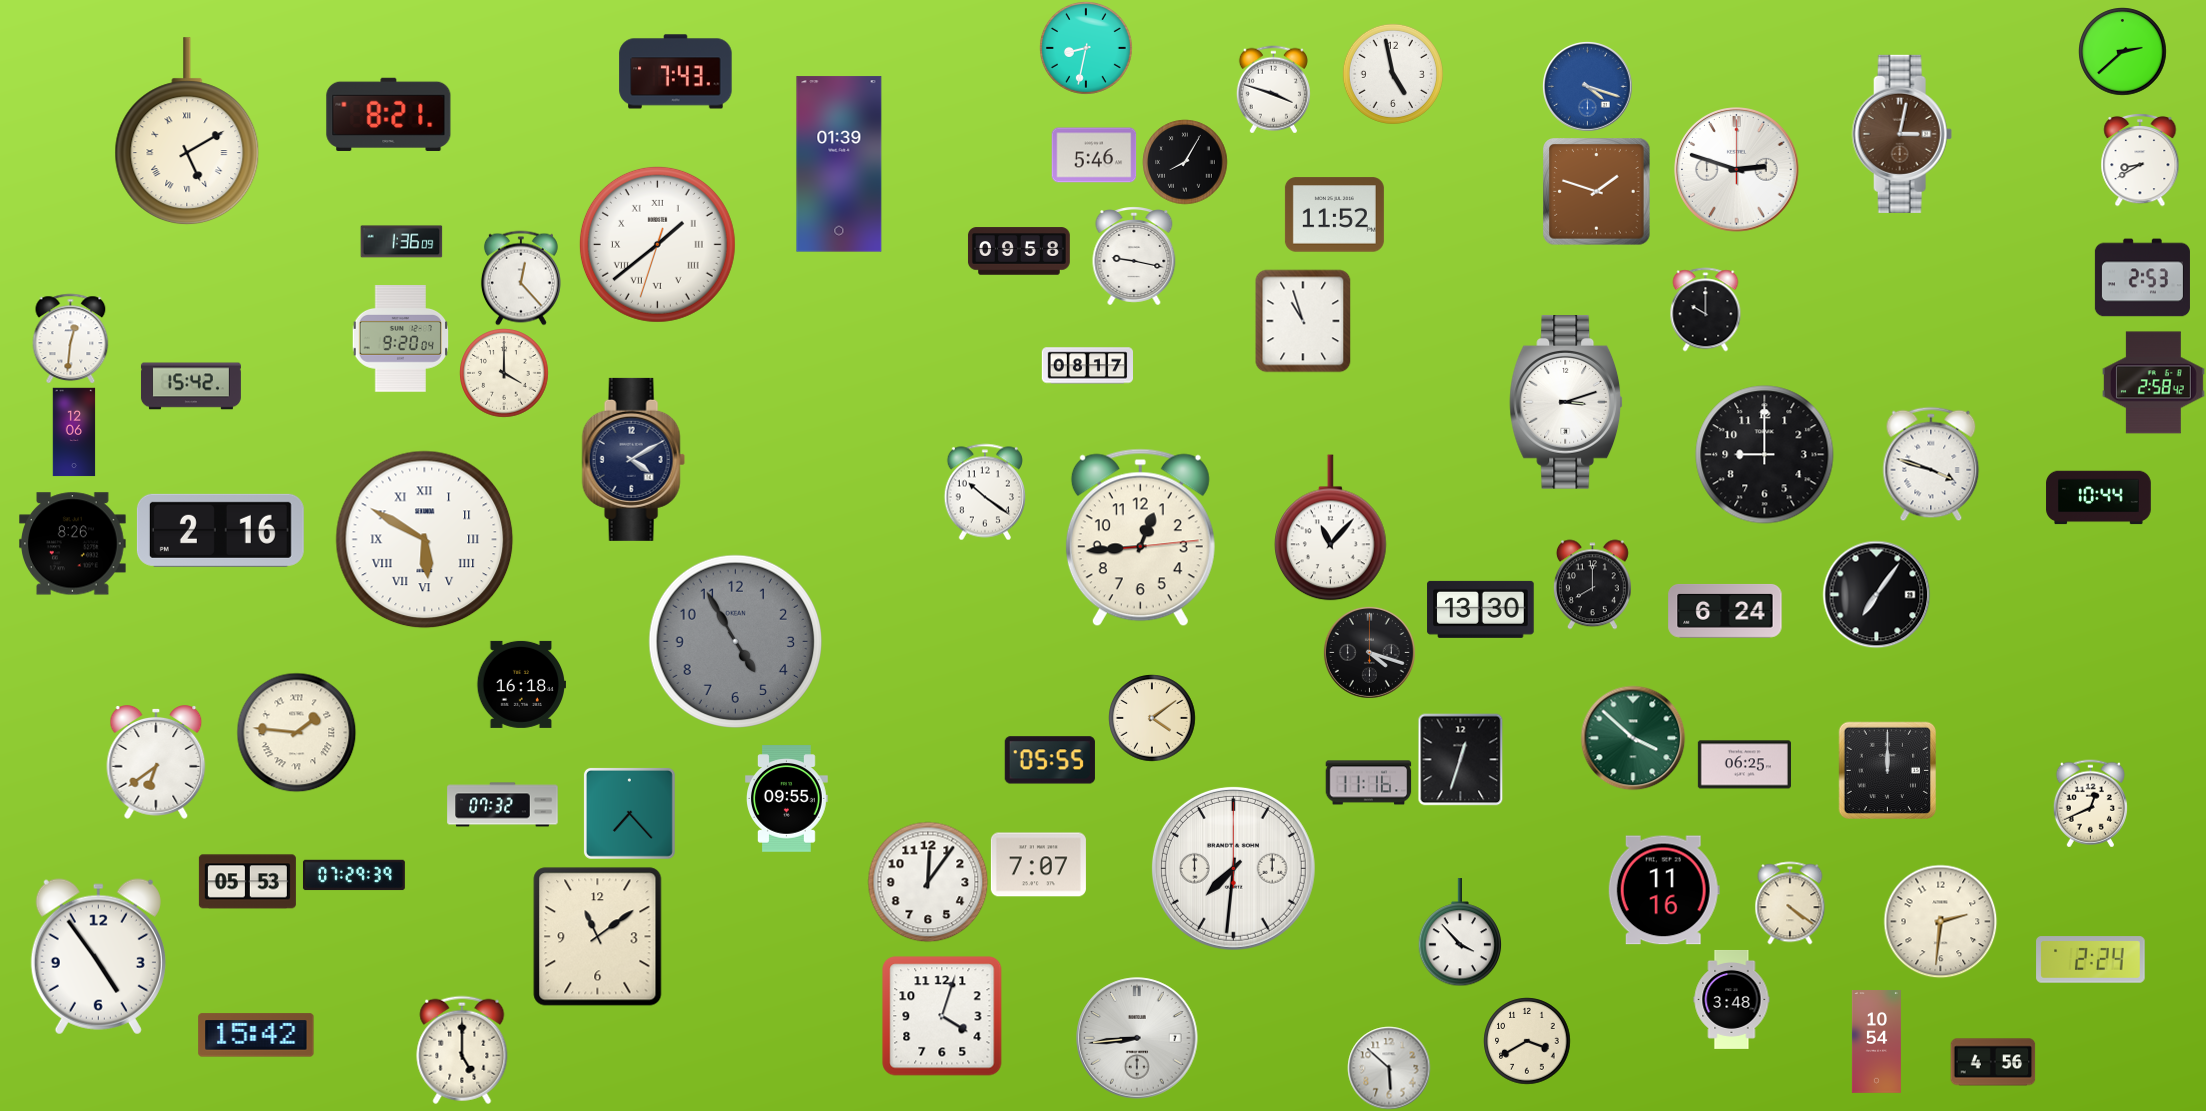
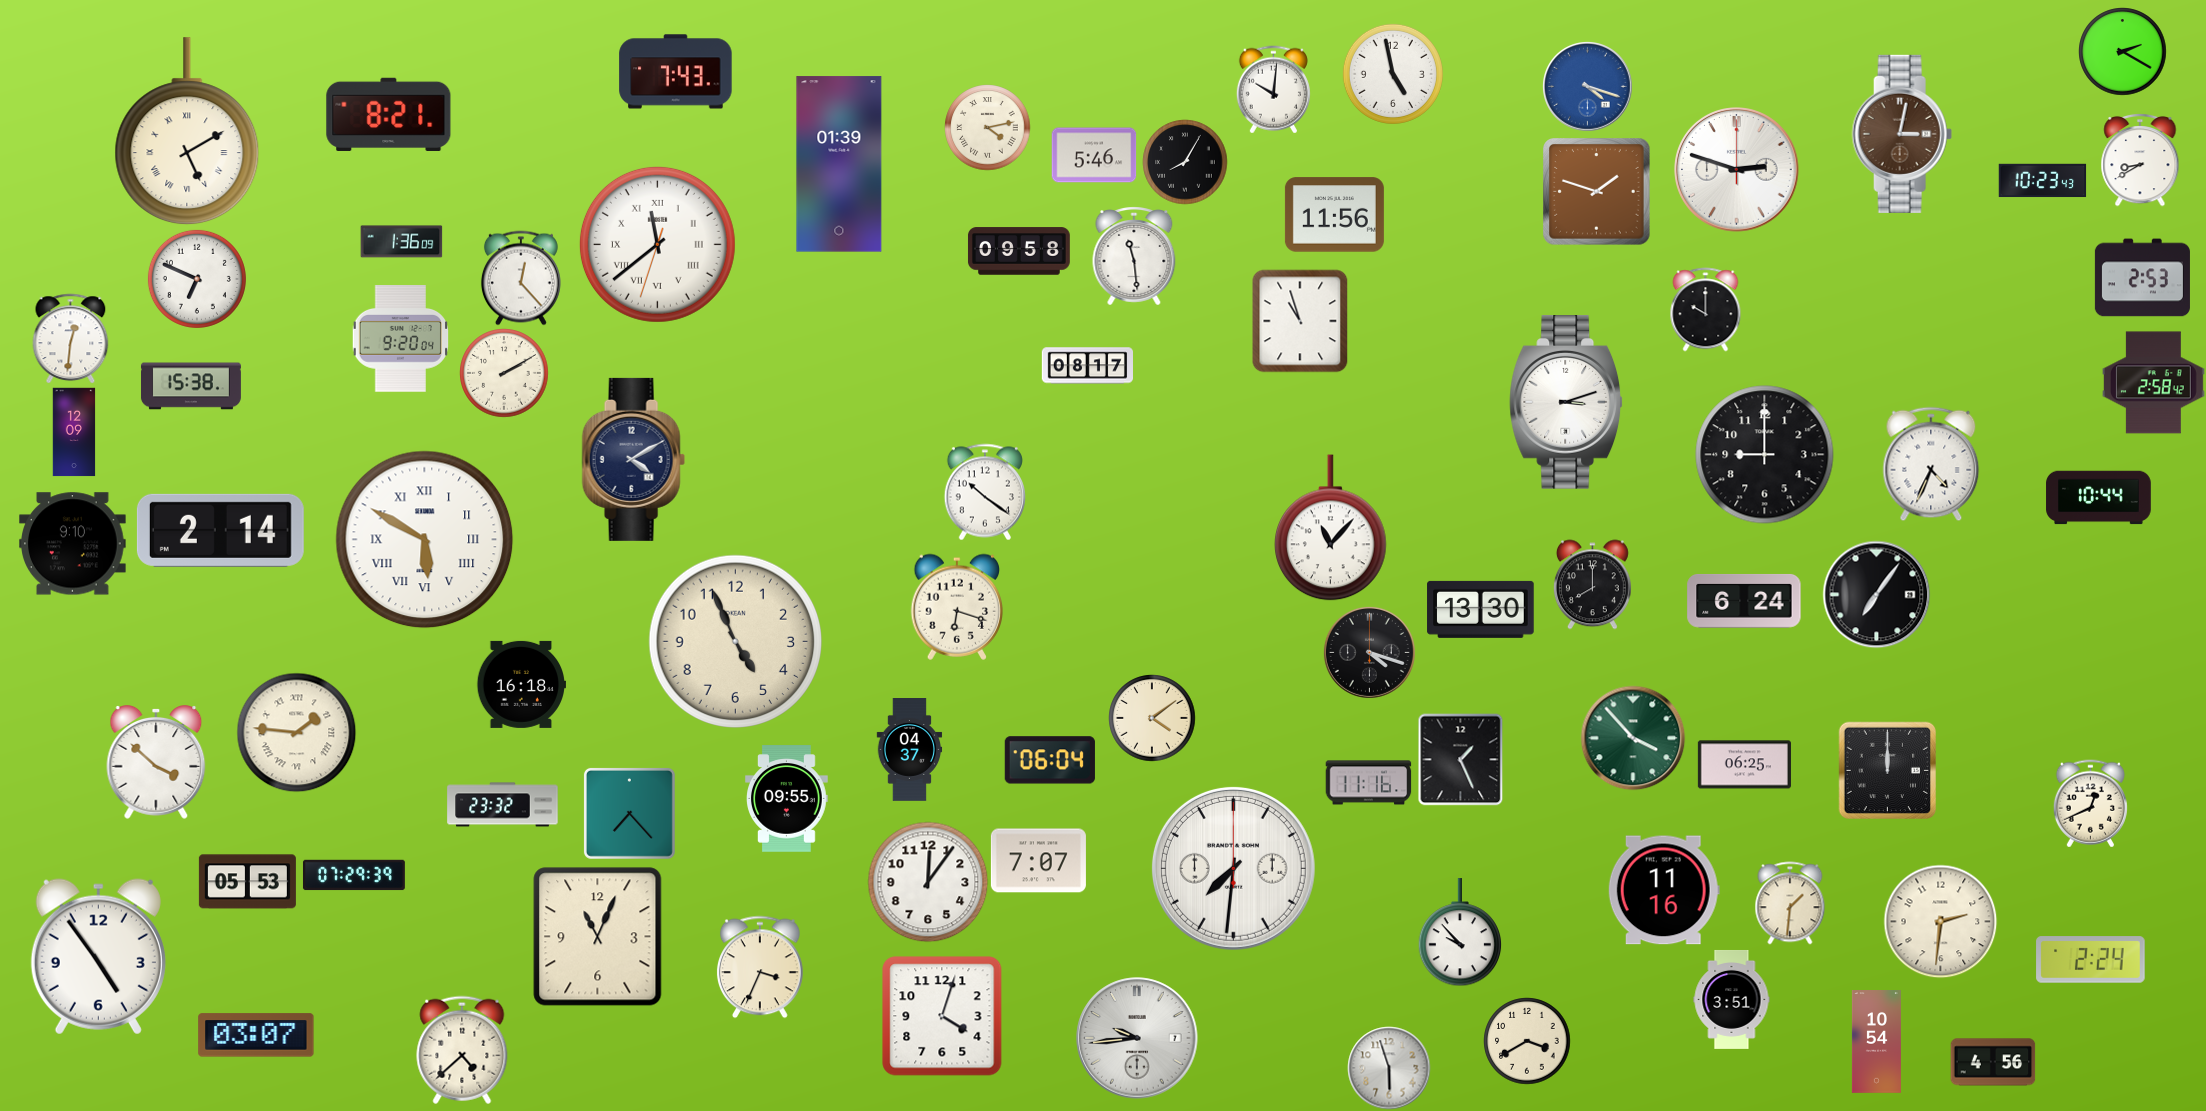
clock at (1086, 48): 8:32 -> none
clock at (2122, 51): 2:38 -> 2:20
clock at (1273, 89): 3:48 -> 10:01
clock at (987, 127): none -> 4:13
clock at (2042, 181): none -> 10:23
clock at (1334, 215): 11:52 -> 11:56
clock at (657, 244): 1:38 -> 11:38
clock at (1134, 256): 9:17 -> 11:29
clock at (197, 279): none -> 6:49
clock at (1303, 321) position: (1303, 321) -> (1300, 321)
clock at (504, 373): 4:00 -> 2:10
clock at (191, 386): 15:42 -> 15:38
clock at (74, 432): 12:06 -> 12:09
clock at (1931, 464): 3:48 -> 4:34
clock at (220, 530): 2:16 -> 2:14
clock at (1140, 538): 12:44 -> none
clock at (73, 544): 8:26 -> 9:10
clock at (957, 607): none -> 6:18
clock at (1725, 611) position: (1725, 611) -> (1744, 601)
clock at (735, 641): 4:55 -> 4:56
clock at (735, 641) dial: grey -> cream
clock at (1633, 738): 3:52 -> 3:53
clock at (910, 750): none -> 04:37
clock at (1461, 759): 12:33 -> 1:26
clock at (1050, 760): 05:55 -> 06:04
clock at (156, 763): 6:39 -> 3:52
clock at (503, 805): 07:32 -> 23:32
clock at (1038, 865) position: (1038, 865) -> (1038, 861)
clock at (1790, 903): 4:21 -> 1:31
clock at (1460, 932): 3:53 -> 9:53
clock at (598, 937): 11:09 -> 11:04
clock at (760, 967): none -> 3:34
clock at (1732, 999): 3:48 -> 3:51
clock at (256, 1035): 15:42 -> 03:07
clock at (1137, 1038): 8:44 -> 9:44
clock at (462, 1050): 5:00 -> 4:38
clock at (1389, 1068): 5:52 -> 5:57
